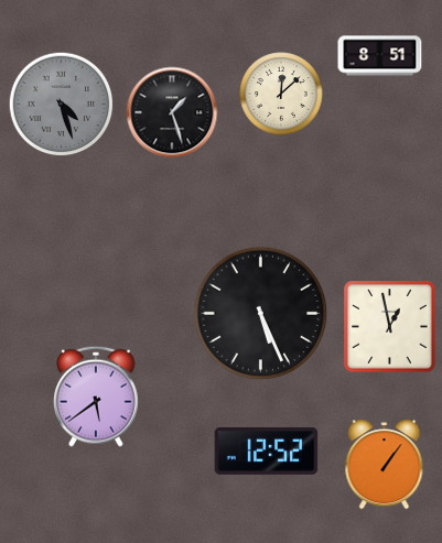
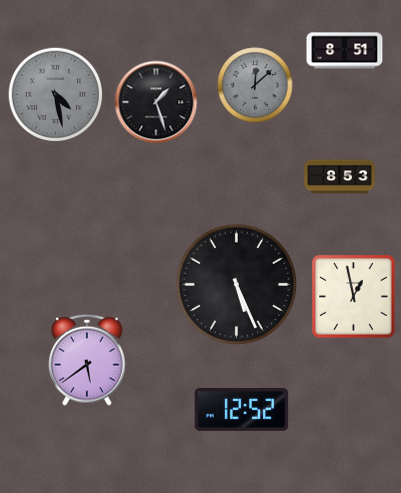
clock at (281, 94) dial: cream -> grey
clock at (62, 105): 4:27 -> 4:28
clock at (340, 177): none -> 8:53
clock at (385, 465): 1:06 -> none
